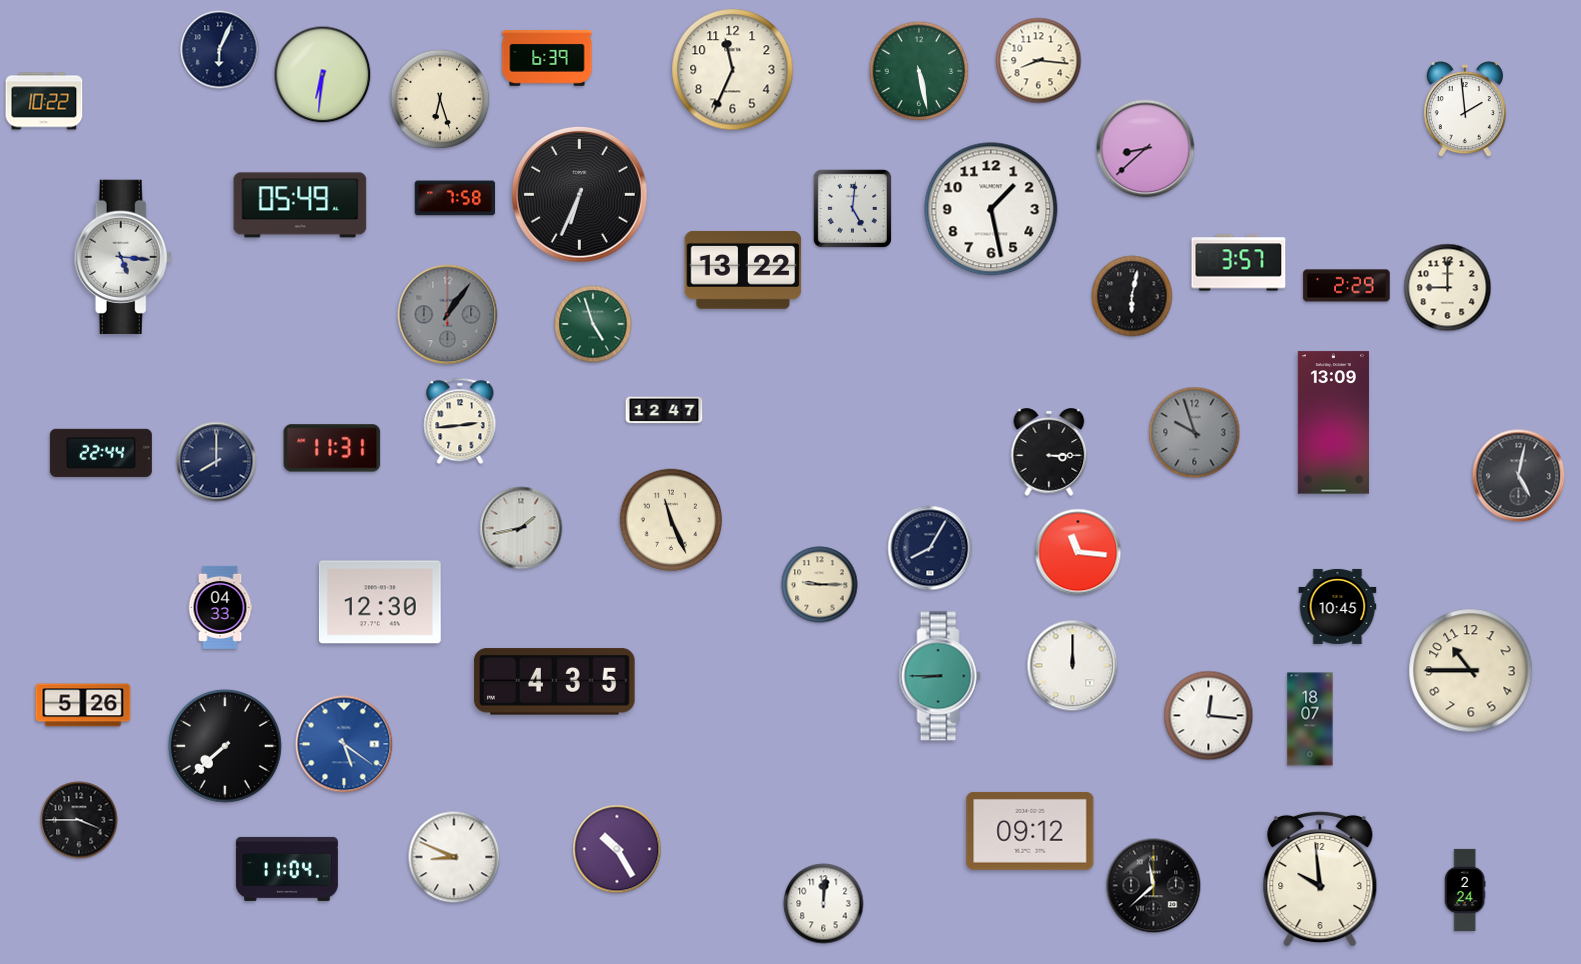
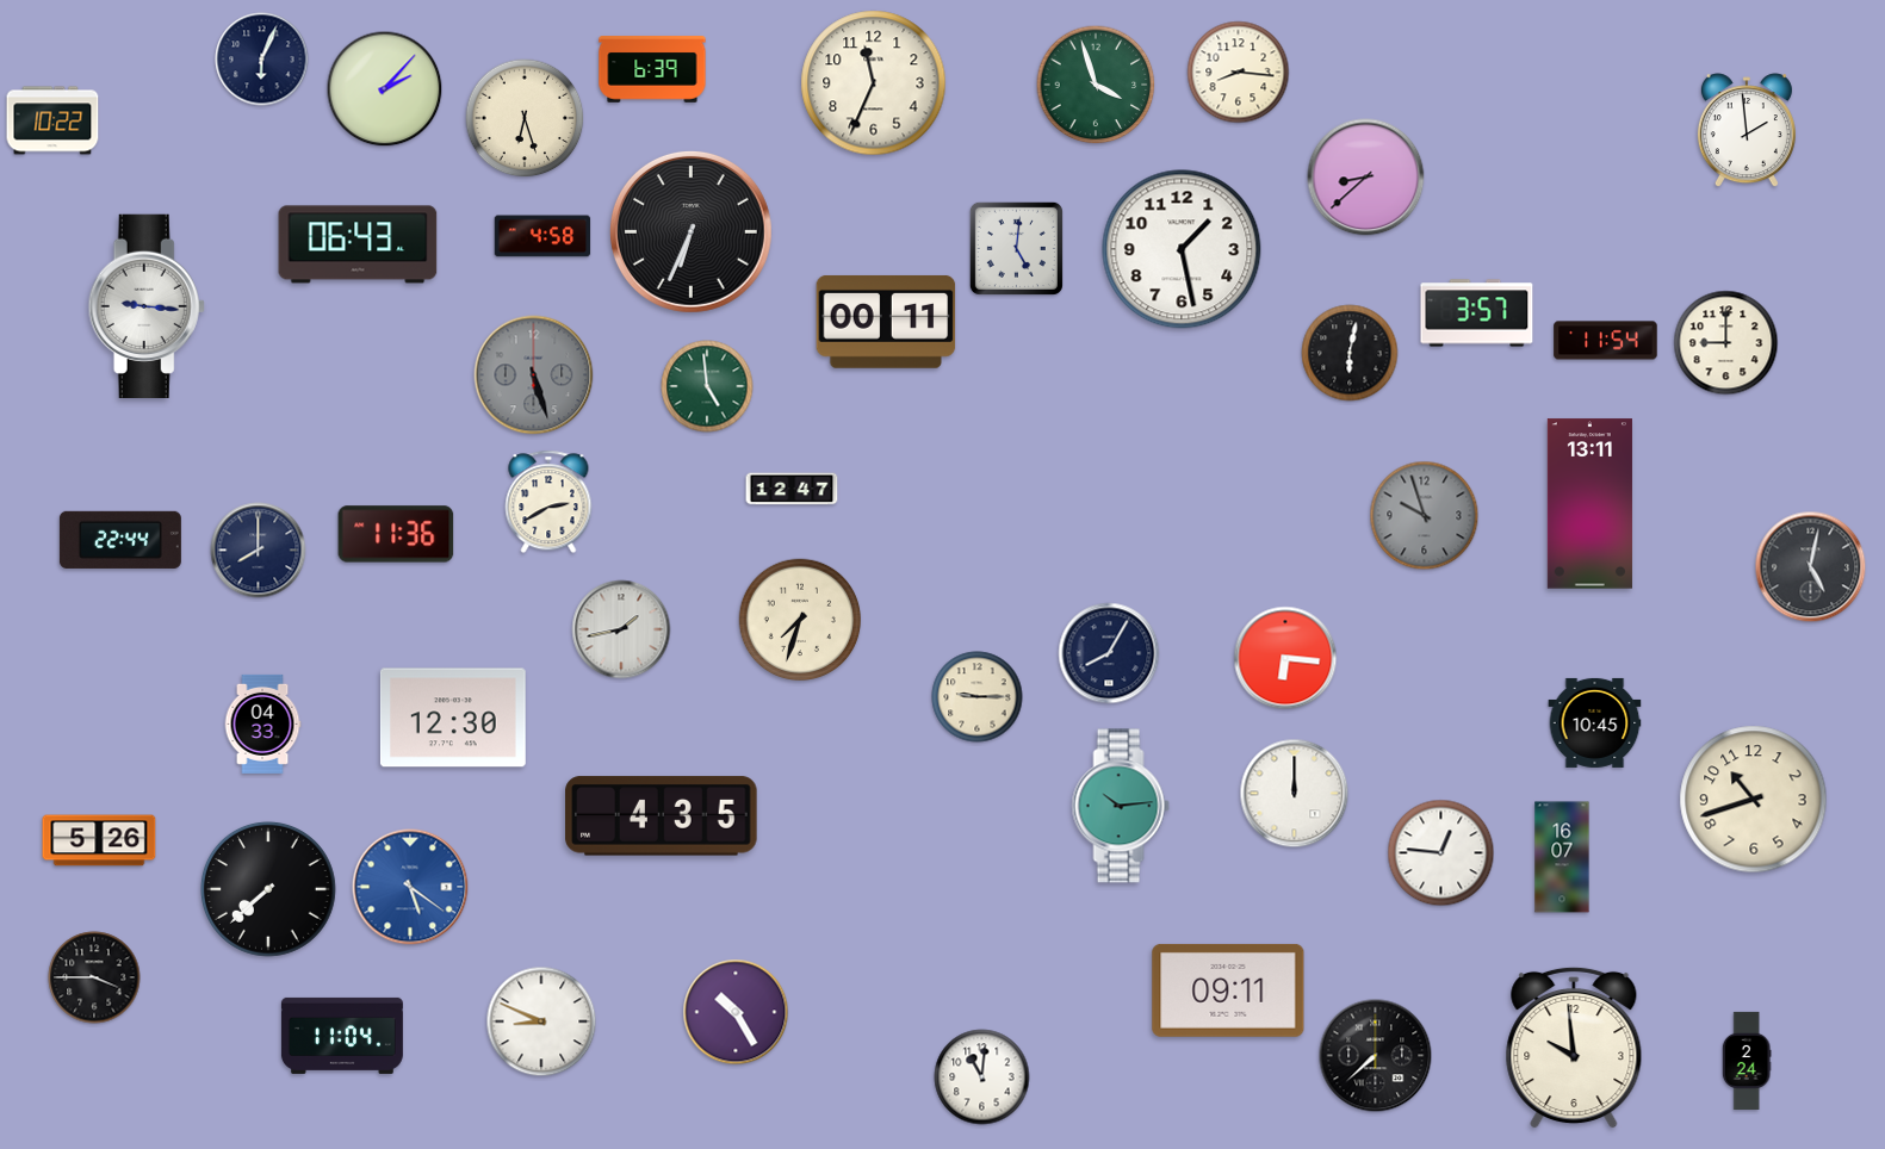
clock at (919, 71): 5:28 -> 3:57
clock at (323, 75): 6:31 -> 2:07
clock at (455, 198): 7:58 -> 4:58
clock at (300, 205): 05:49 -> 06:43
clock at (123, 256): 5:16 -> 9:16
clock at (743, 270): 13:22 -> 00:11
clock at (1347, 286): 2:29 -> 11:54
clock at (448, 315): 1:06 -> 5:27
clock at (593, 324): 4:57 -> 4:59
clock at (460, 421): 2:44 -> 2:40
clock at (1333, 423): 13:09 -> 13:11
clock at (332, 448): 11:31 -> 11:36
clock at (1049, 452): 3:15 -> none
clock at (671, 520): 11:26 -> 7:33
clock at (1078, 552): 11:16 -> 6:16
clock at (1073, 666) position: (1073, 666) -> (1295, 794)
clock at (1471, 671): 10:45 -> 10:42
clock at (940, 676): 8:45 -> 10:14
clock at (555, 682) position: (555, 682) -> (662, 816)
clock at (1209, 716): 12:16 -> 12:46
clock at (1310, 719): 18:07 -> 16:07
clock at (1030, 831): 09:12 -> 09:11
clock at (1154, 886): 11:38 -> 7:38
clock at (824, 904): 12:01 -> 11:01
